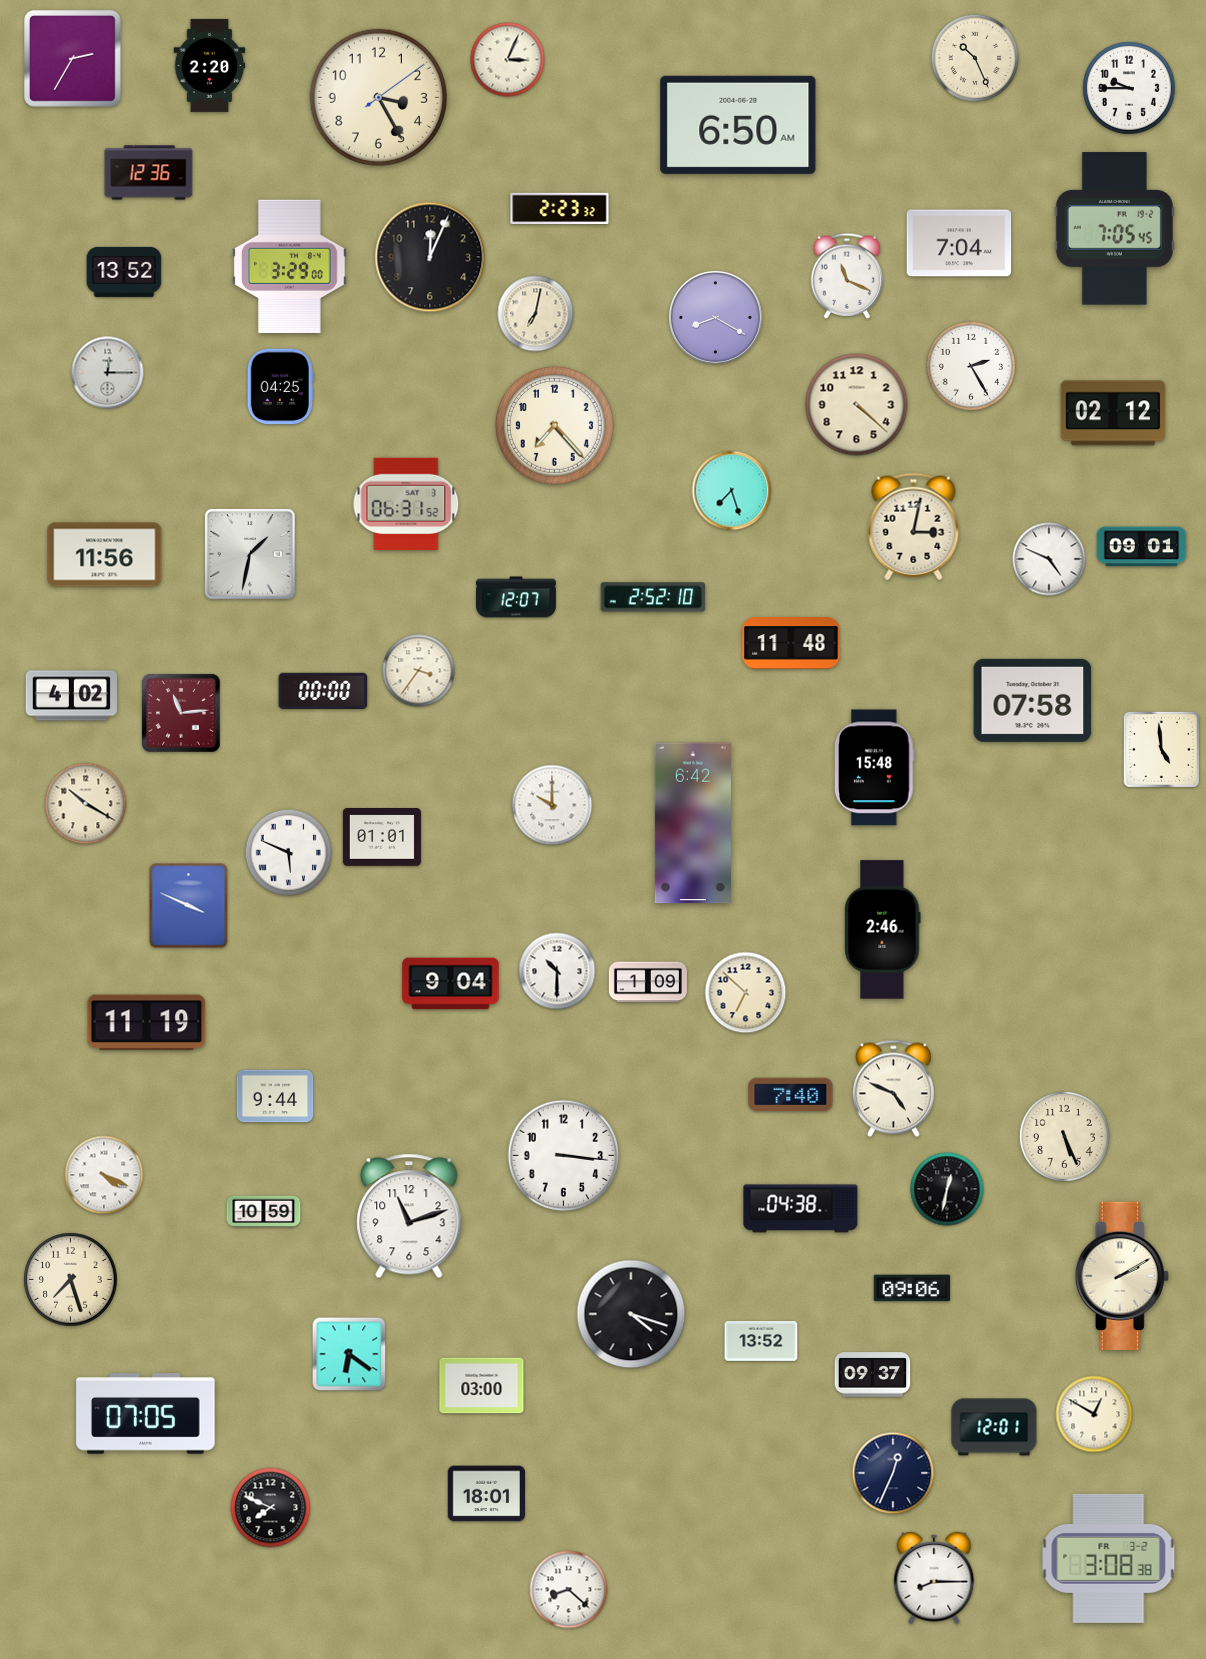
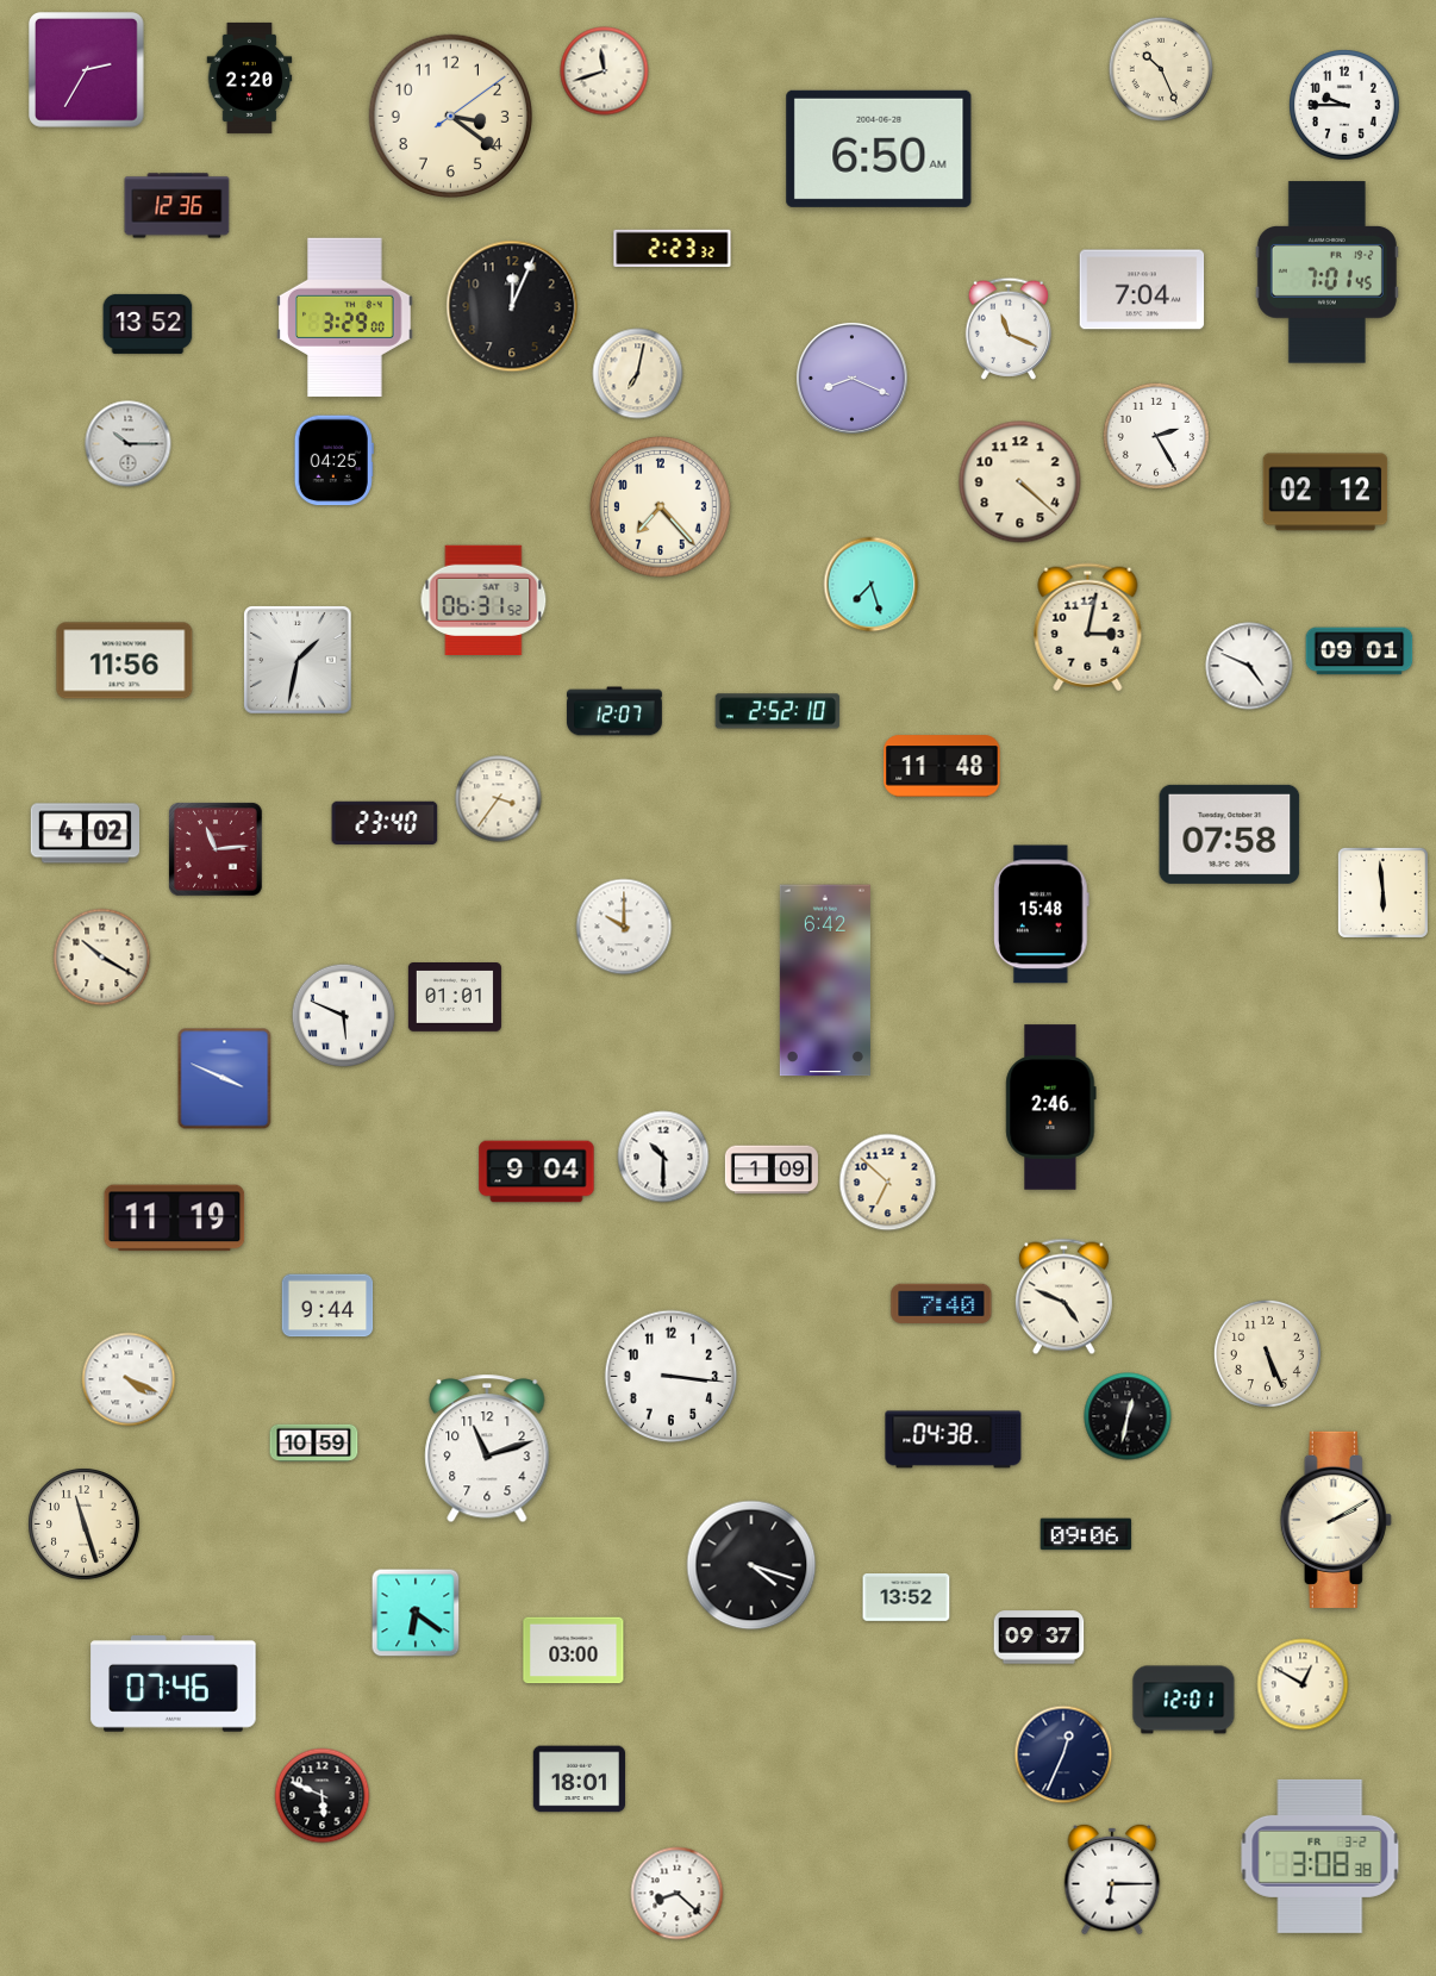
clock at (508, 60): 3:04 -> 11:42
clock at (378, 97): 3:25 -> 3:21
clock at (560, 209) position: (560, 209) -> (673, 249)
clock at (1114, 229): 7:05 -> 7:01
clock at (715, 317): 8:20 -> 8:19
clock at (108, 373): 12:15 -> 10:15
clock at (323, 690): 00:00 -> 23:40
clock at (71, 696) position: (71, 696) -> (85, 834)
clock at (1161, 749): 4:59 -> 5:59
clock at (552, 805) position: (552, 805) -> (624, 927)
clock at (104, 1175) position: (104, 1175) -> (129, 1379)
clock at (71, 1280): 7:27 -> 11:27
clock at (146, 1414): 07:05 -> 07:46
clock at (271, 1508): 7:49 -> 5:49
clock at (934, 1578): 8:15 -> 6:15
